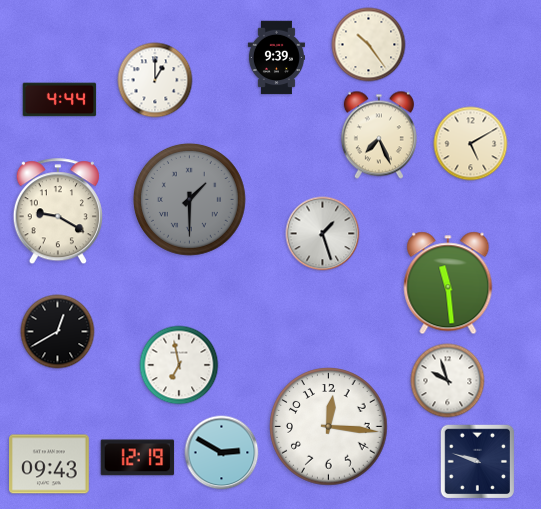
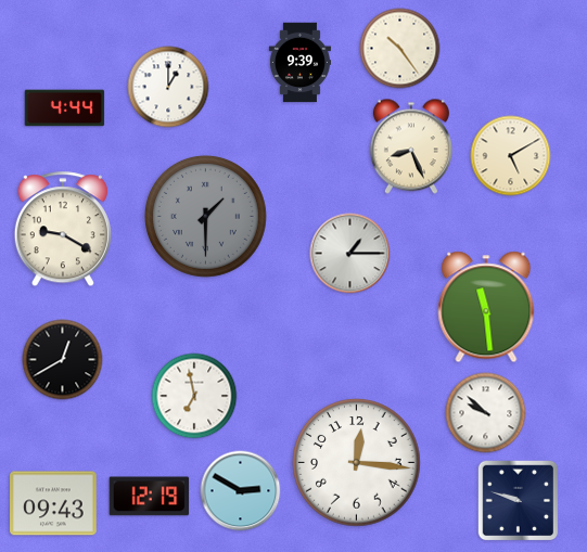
clock at (379, 135): 7:26 -> 8:26
clock at (323, 234): 1:27 -> 1:15
clock at (448, 381): 9:57 -> 9:52
